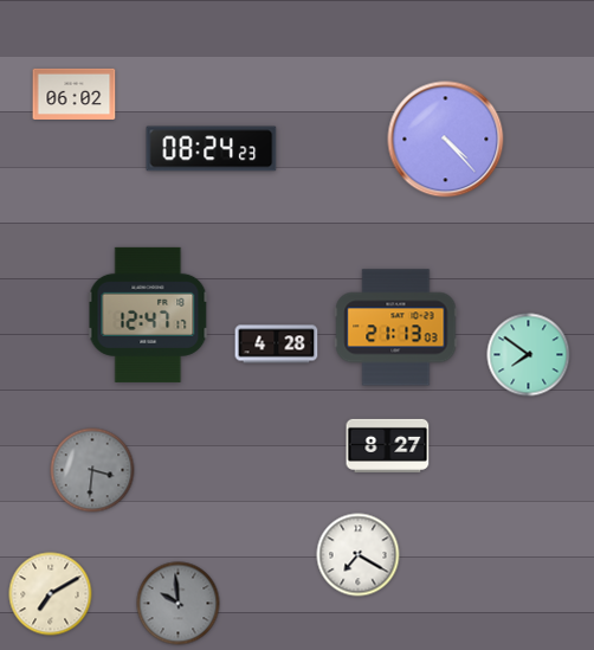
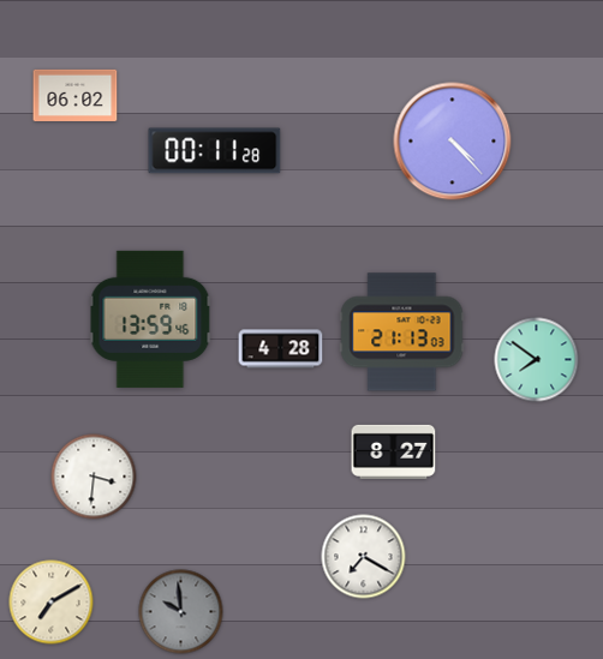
clock at (212, 149): 08:24 -> 00:11
clock at (148, 315): 12:47 -> 13:59
clock at (92, 470) dial: grey -> white
clock at (359, 555) position: (359, 555) -> (364, 557)
